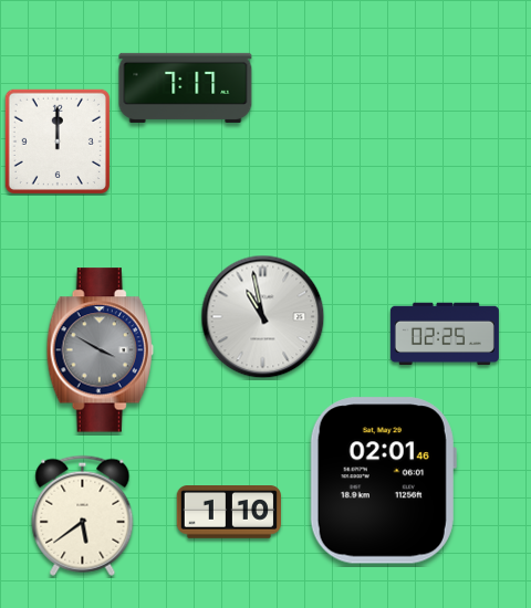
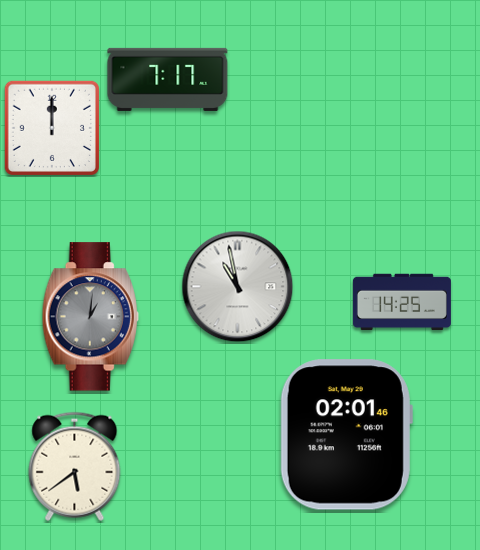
clock at (445, 334): 02:25 -> 14:25
clock at (100, 350): 3:50 -> 1:01
clock at (228, 513): 1:10 -> none
